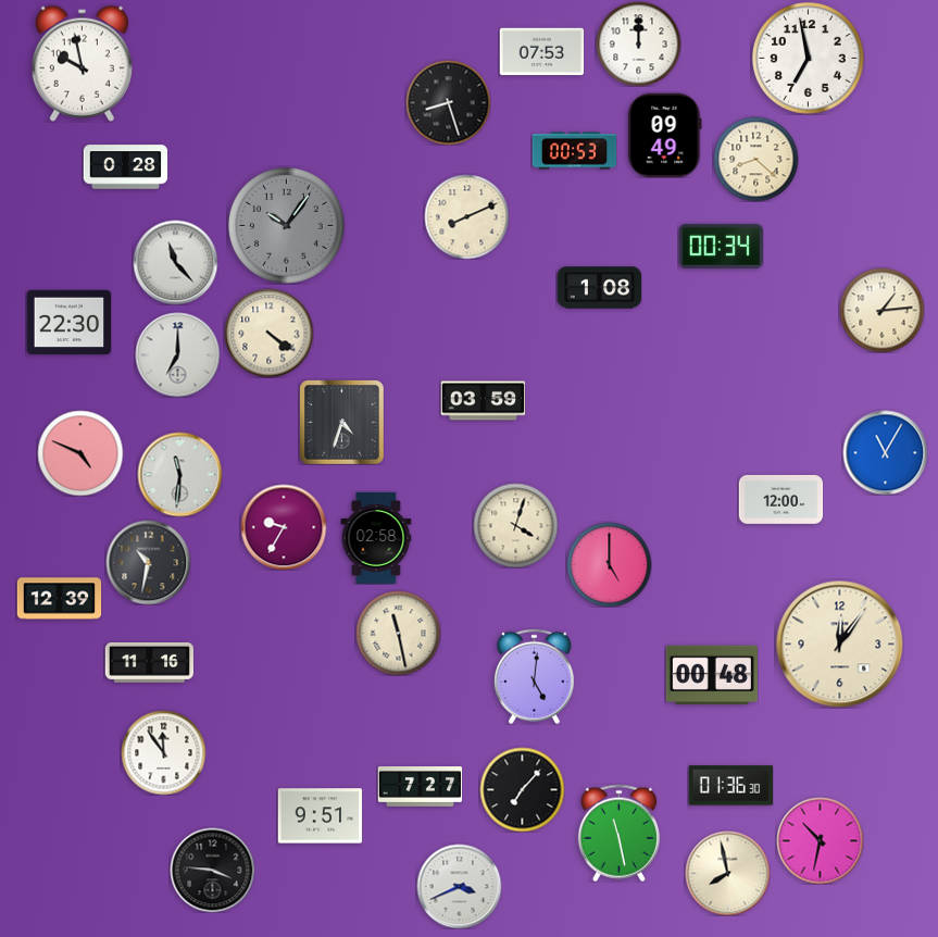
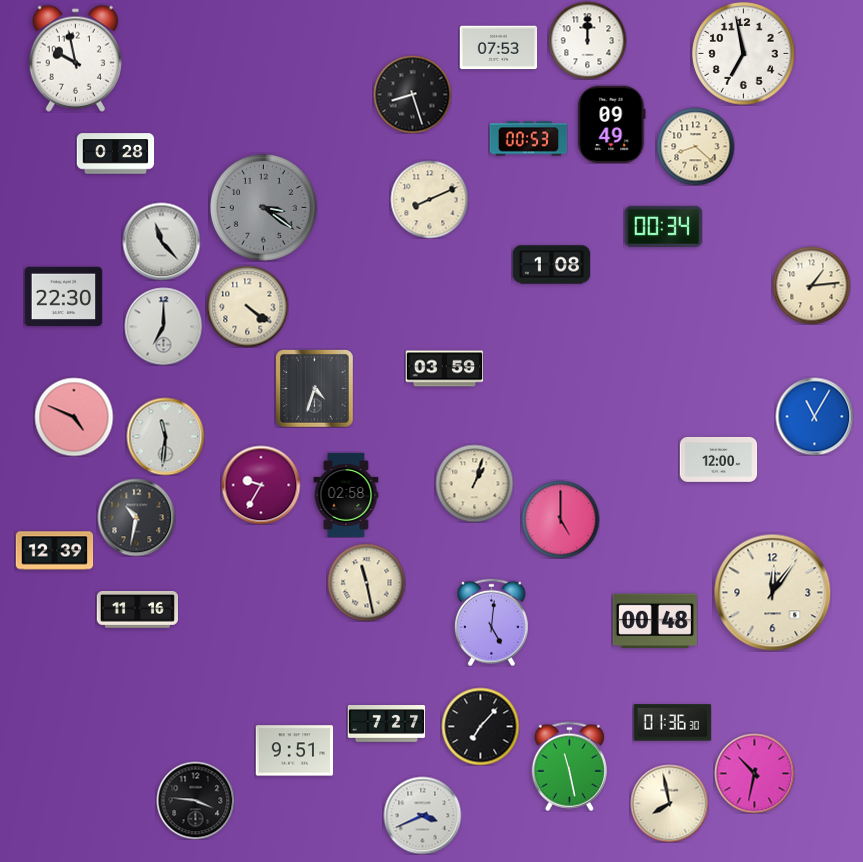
clock at (286, 225): 10:06 -> 3:21
clock at (515, 525): 4:03 -> 1:03
clock at (163, 752): 11:54 -> none
